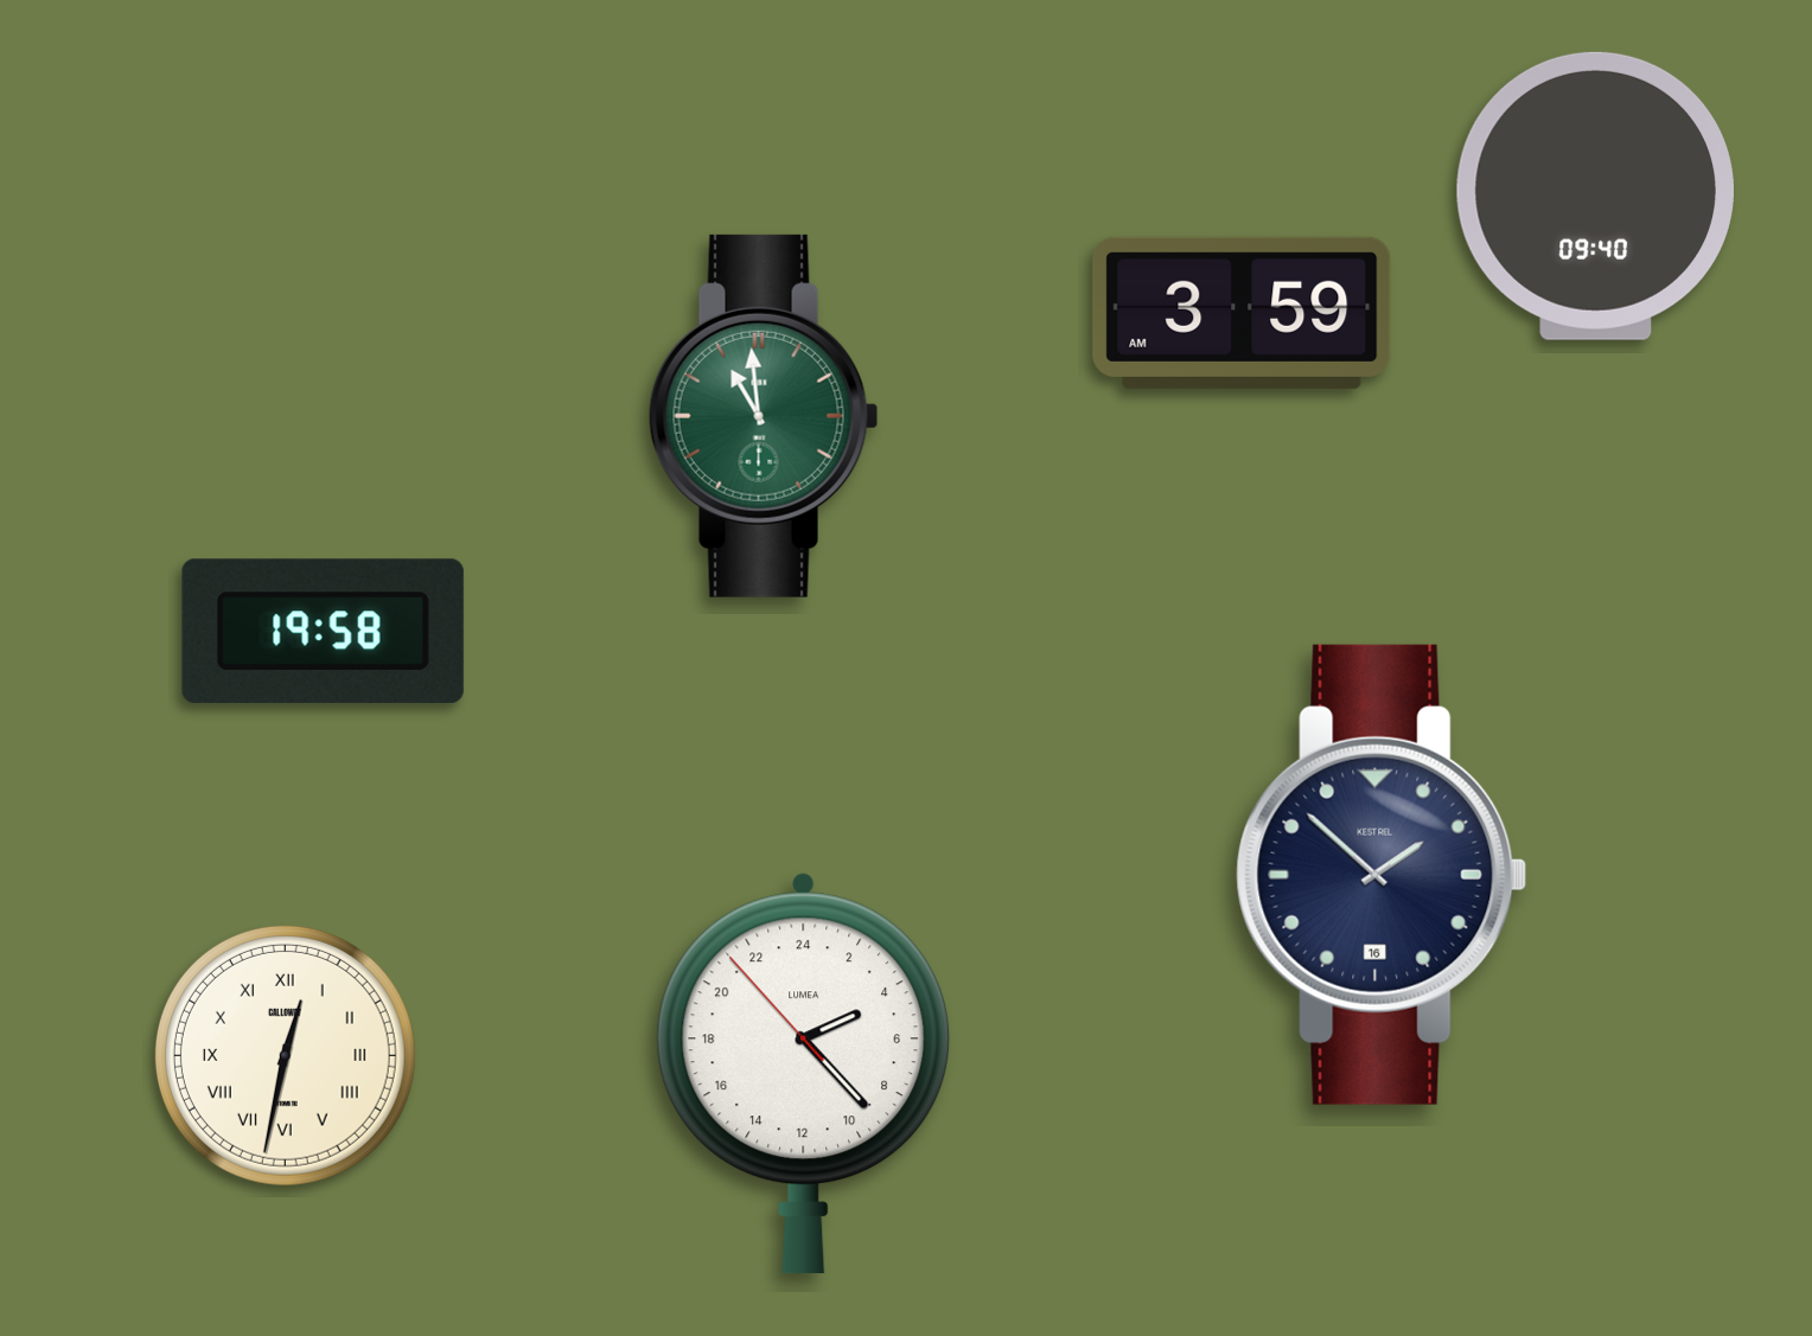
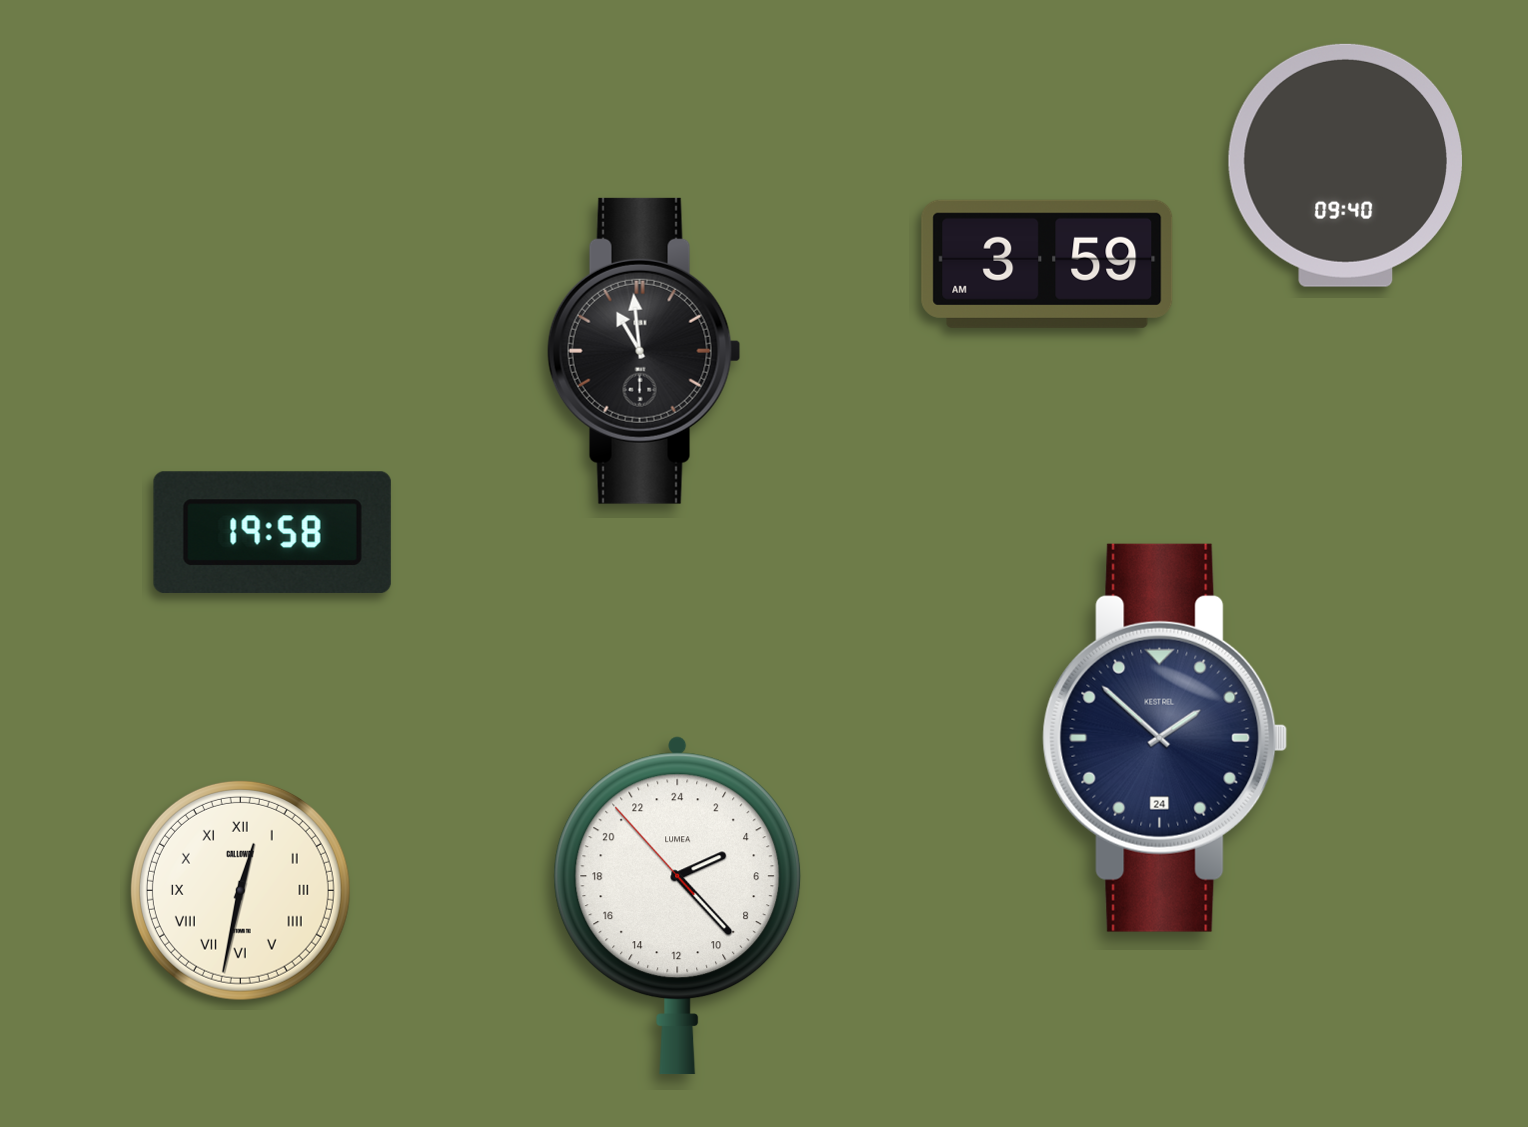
clock at (764, 416) dial: green -> black
clock at (1382, 875) date: 16 -> 24
